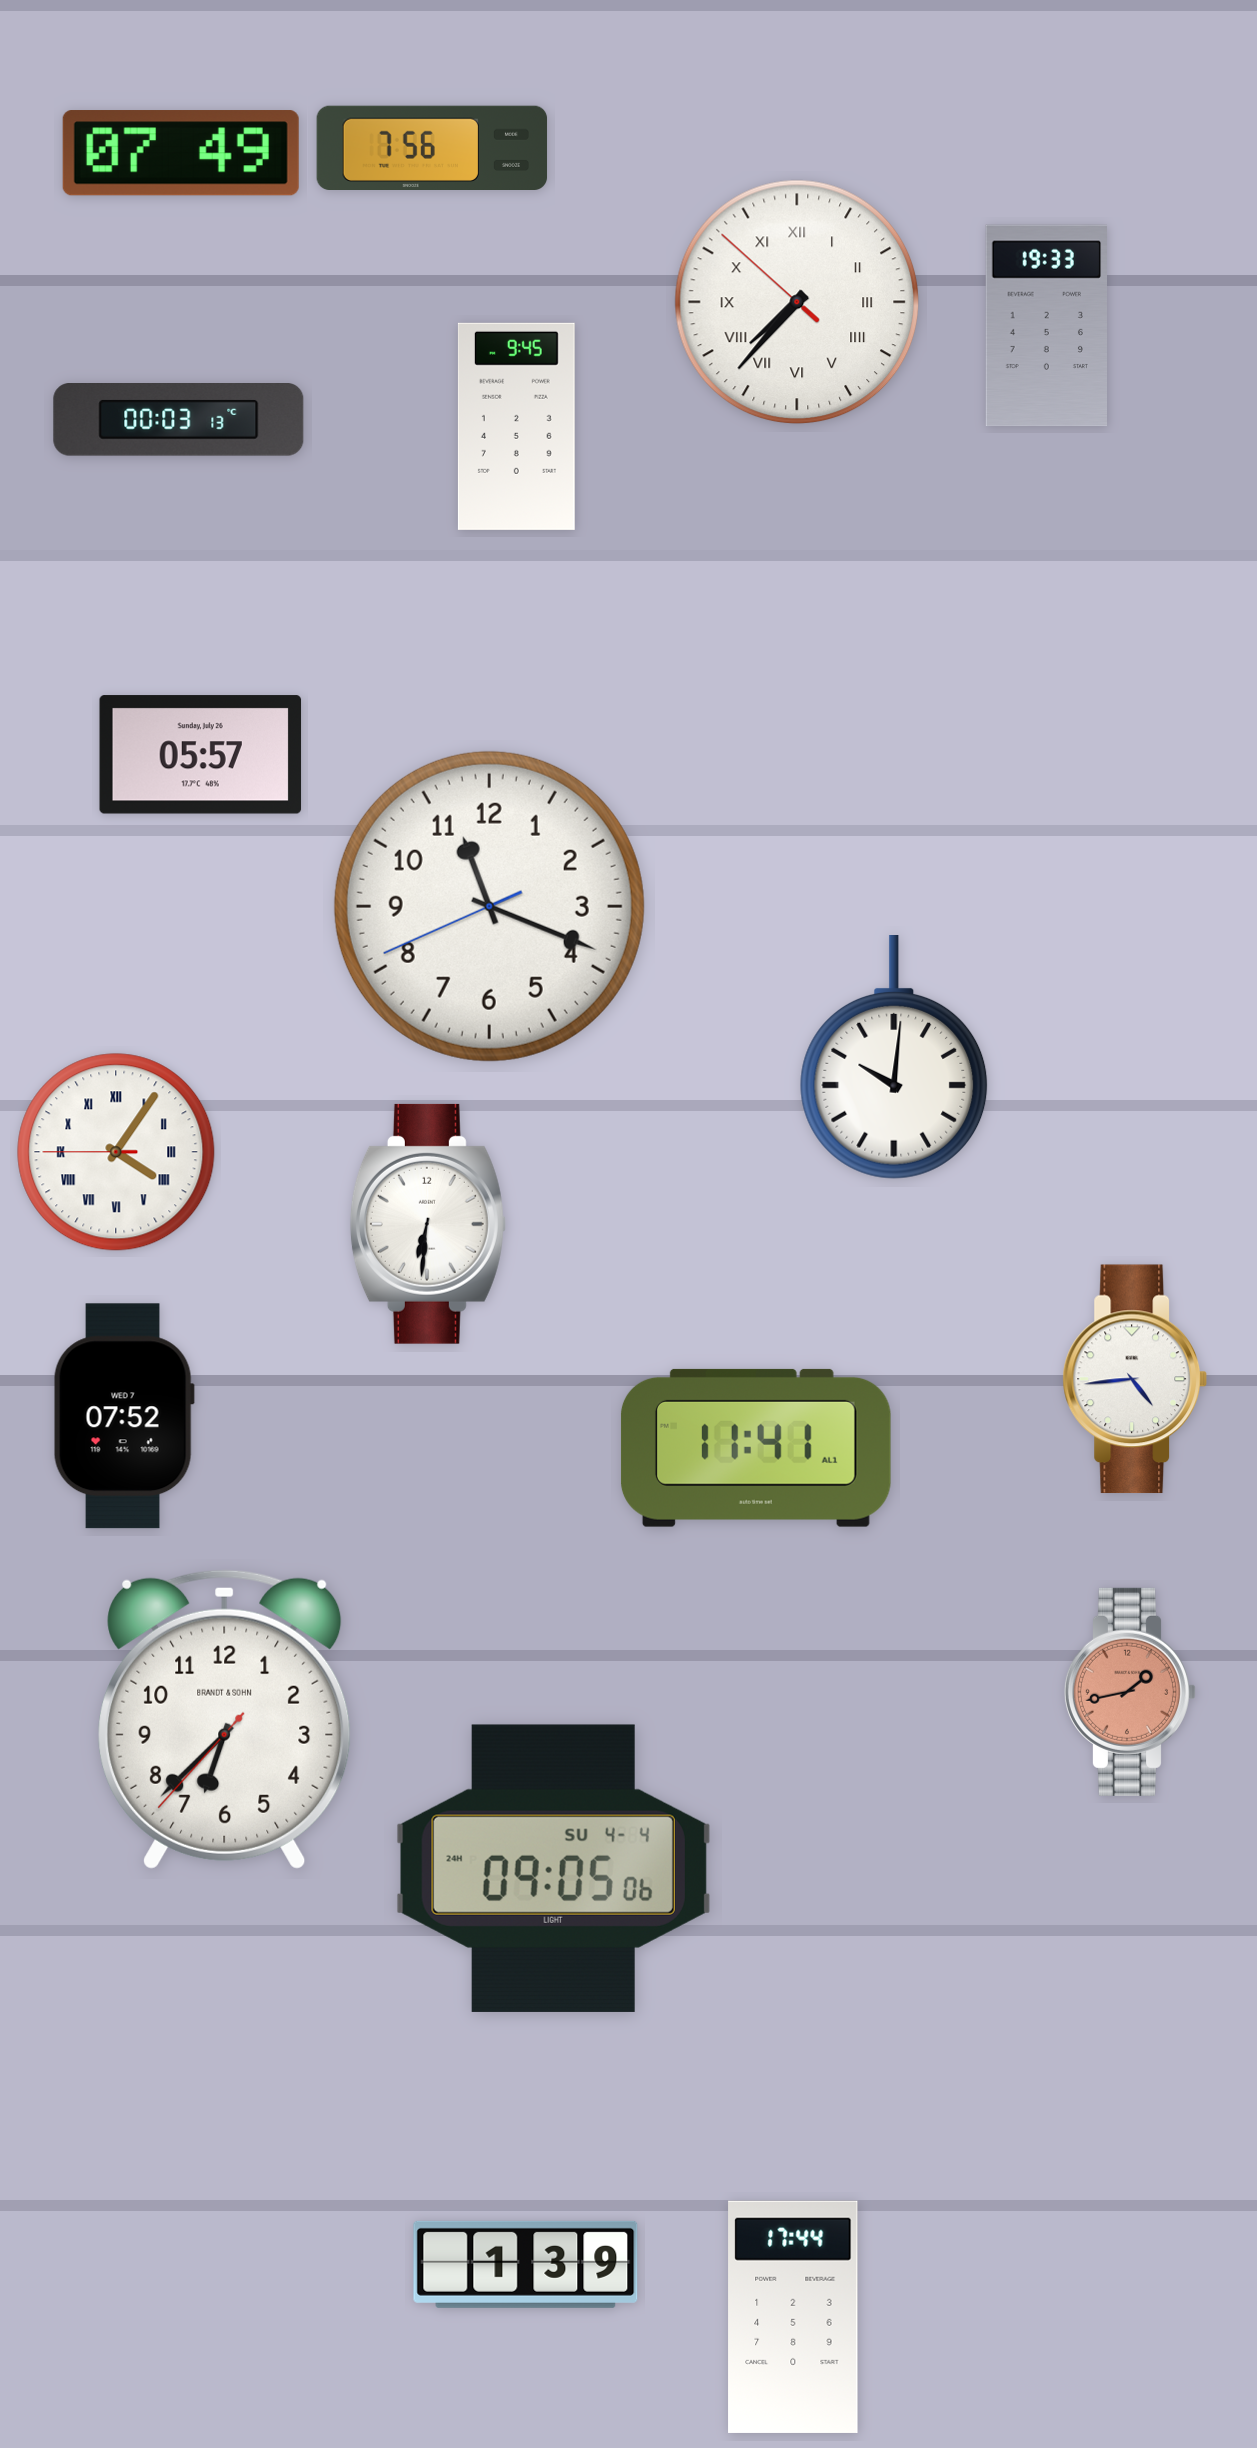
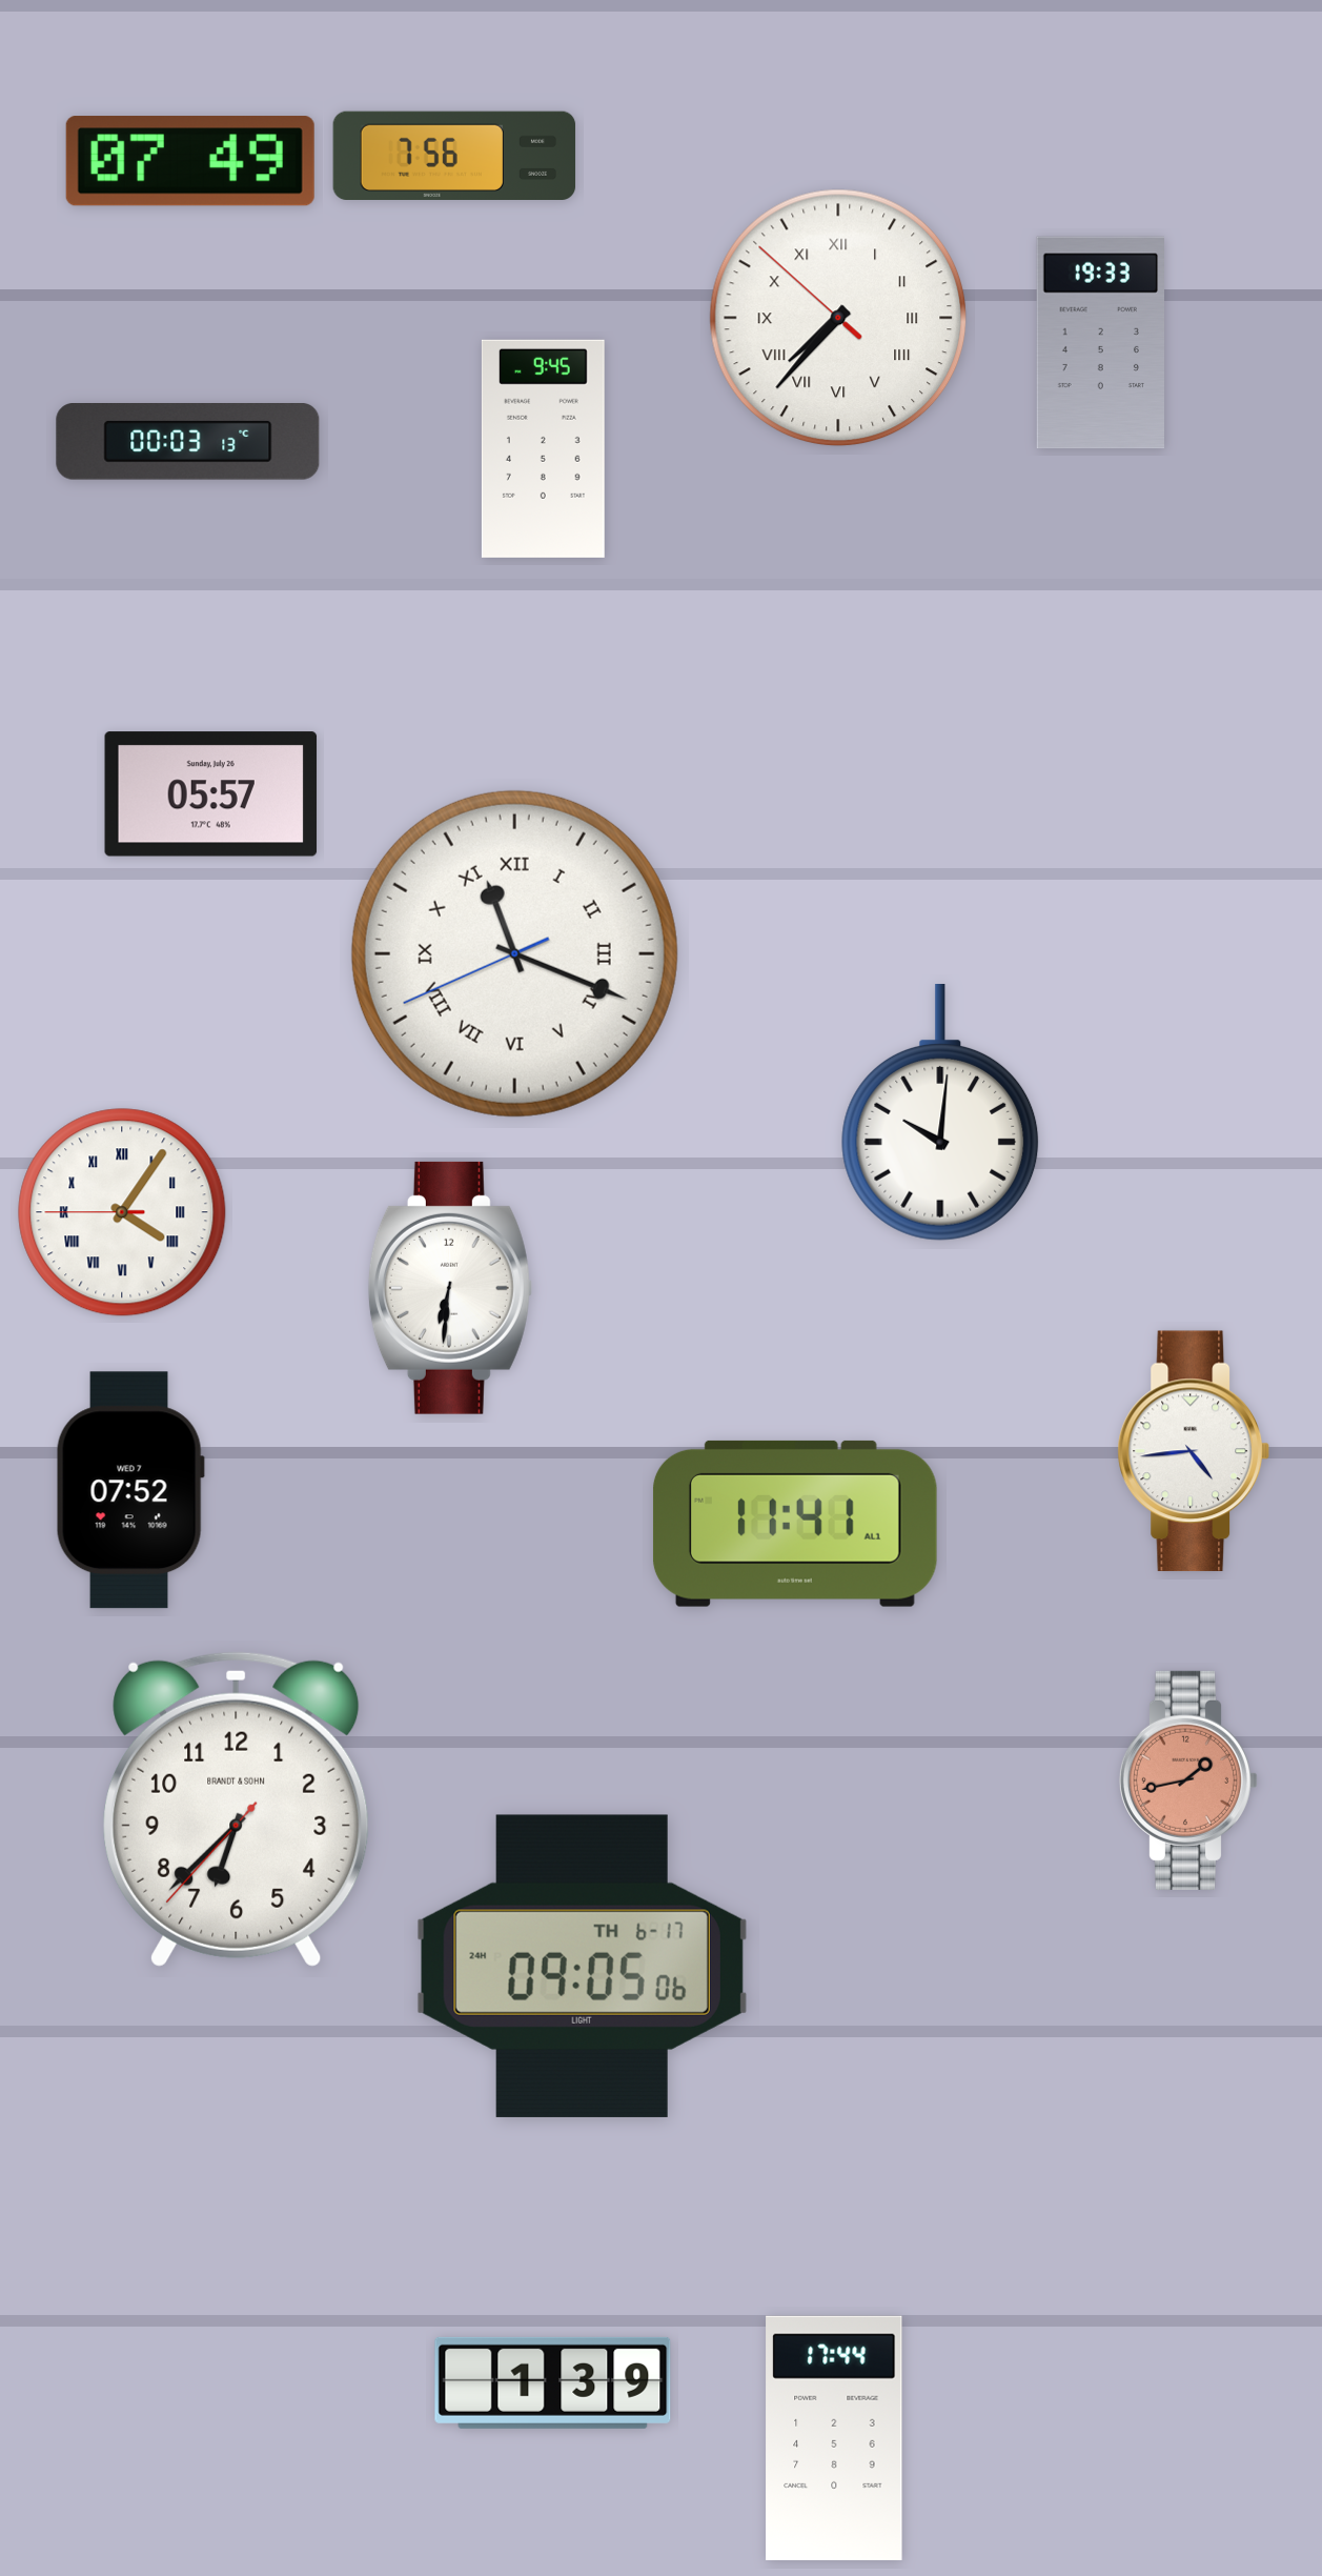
clock at (489, 906) numerals: Arabic -> Roman
clock at (553, 1868) date: SU 4-4 -> TH 6-17
